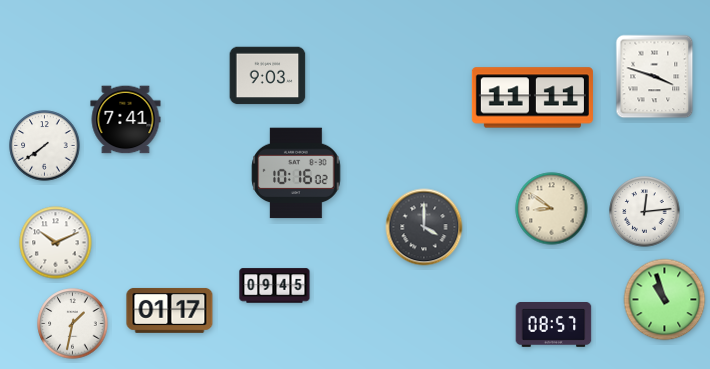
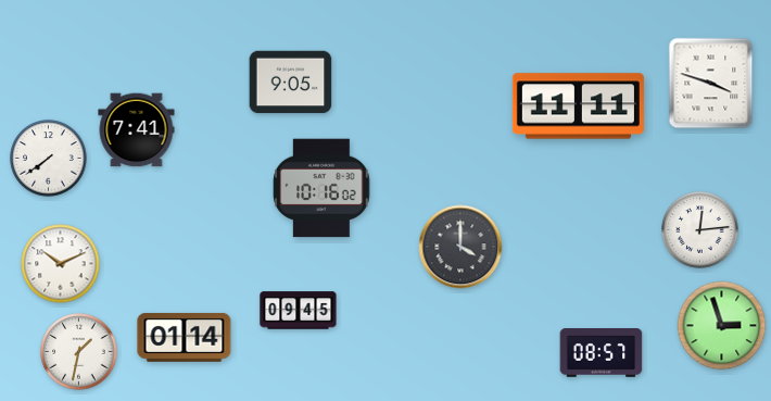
clock at (268, 76): 9:03 -> 9:05
clock at (552, 209): 8:51 -> none
clock at (665, 300): 10:57 -> 2:57
clock at (170, 311): 01:17 -> 01:14
